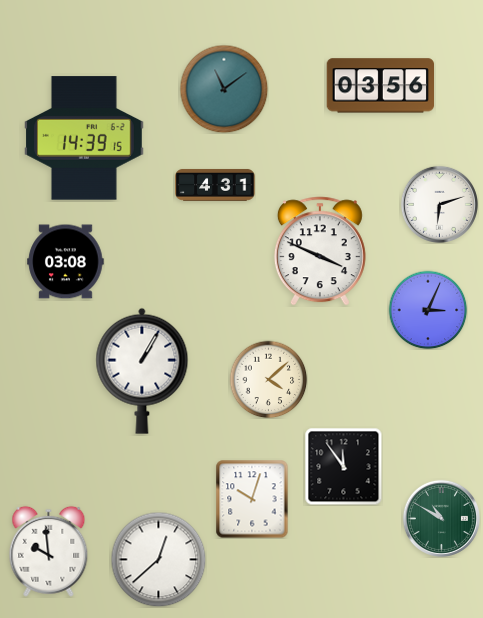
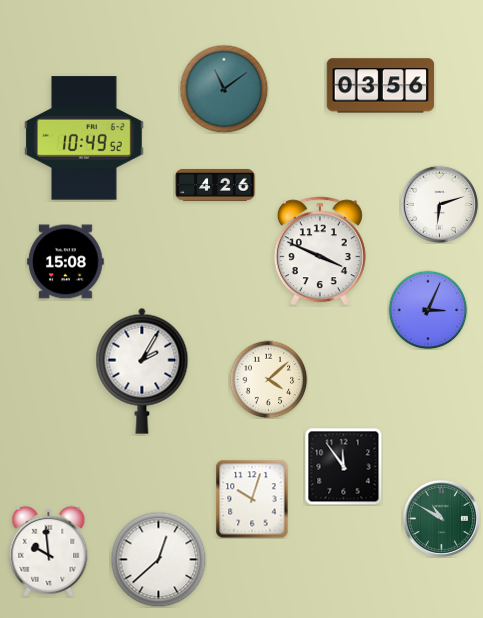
clock at (85, 138): 14:39 -> 10:49
clock at (215, 185): 4:31 -> 4:26
clock at (66, 262): 03:08 -> 15:08
clock at (142, 371): 1:05 -> 2:05
